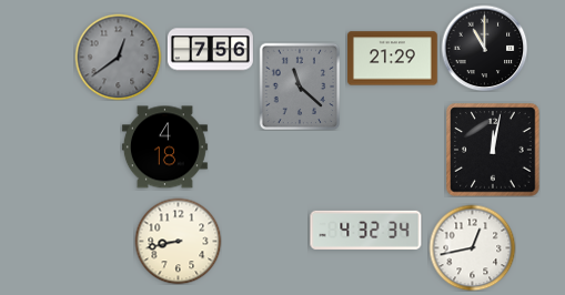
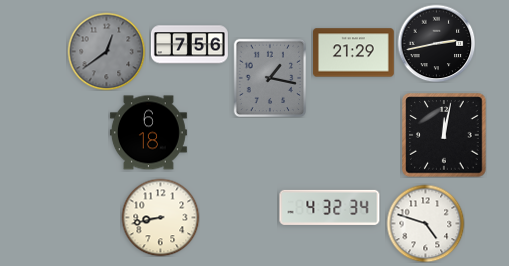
clock at (484, 48): 11:00 -> 2:43
clock at (300, 87): 11:22 -> 1:17
clock at (164, 147): 4:18 -> 6:18
clock at (472, 247): 12:43 -> 4:48
